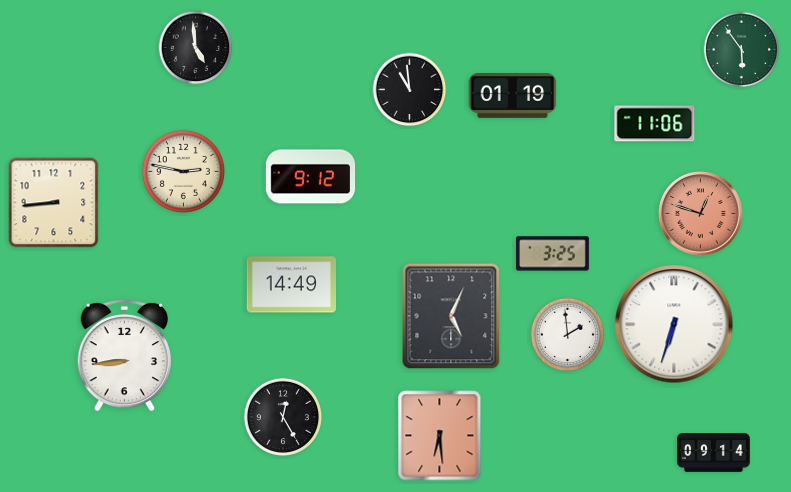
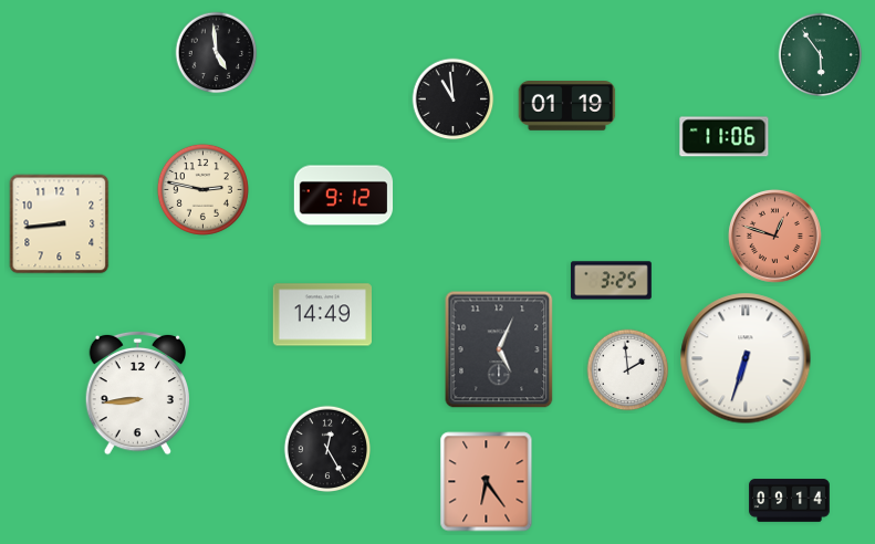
clock at (283, 416) position: (283, 416) -> (327, 448)
clock at (440, 436): 6:29 -> 6:24
